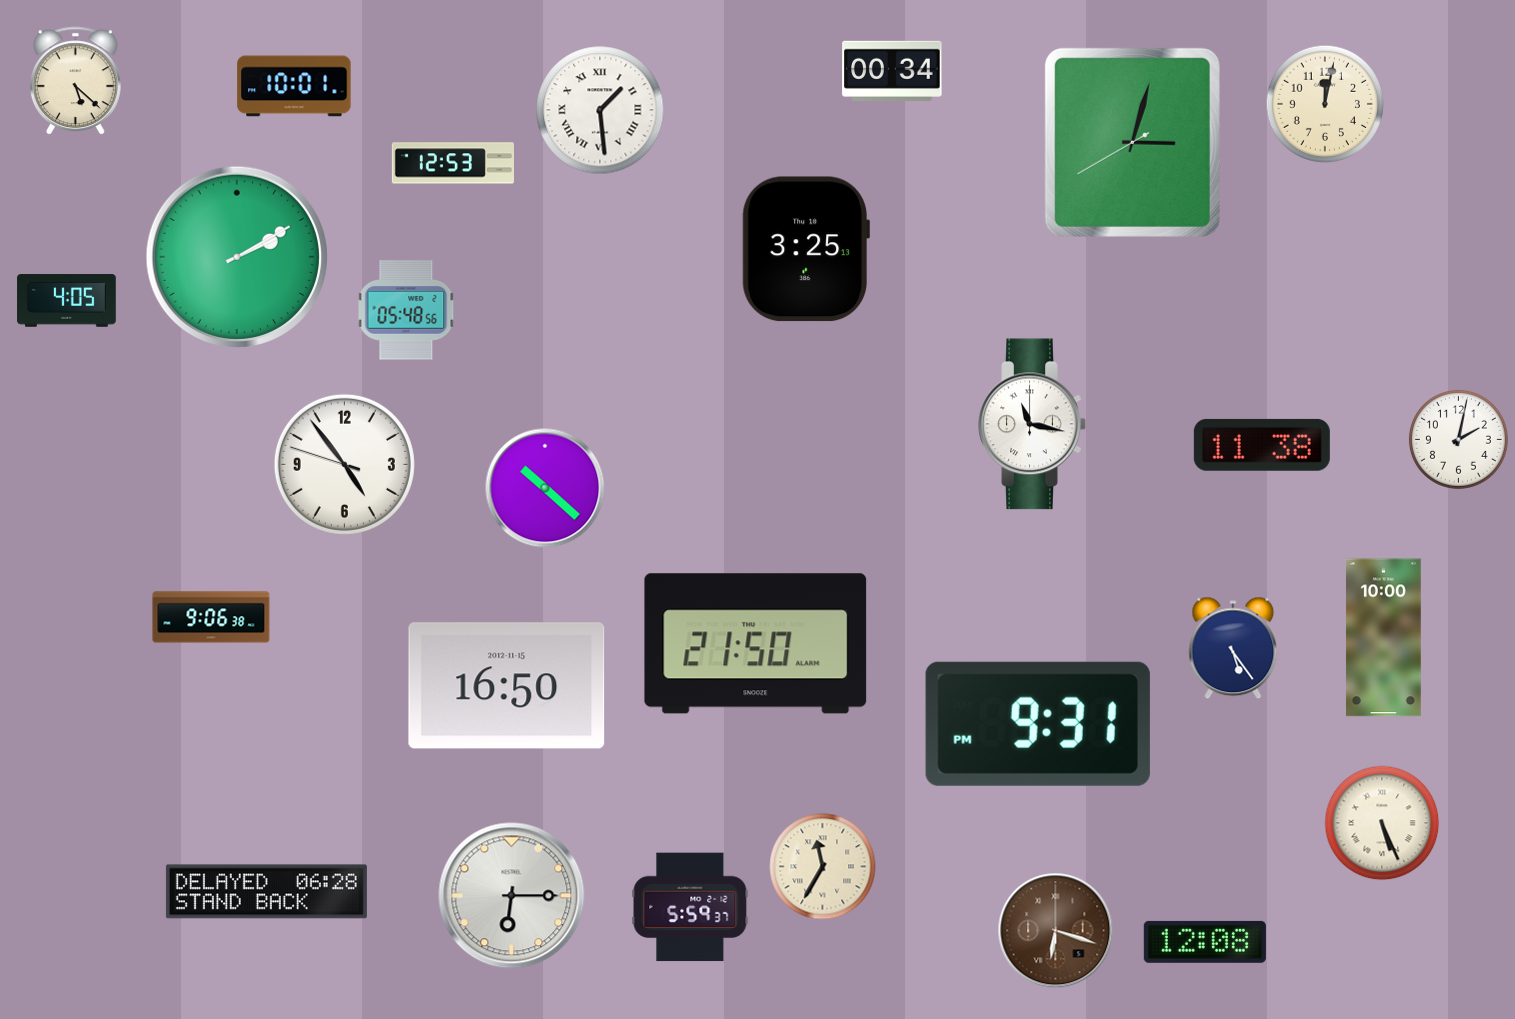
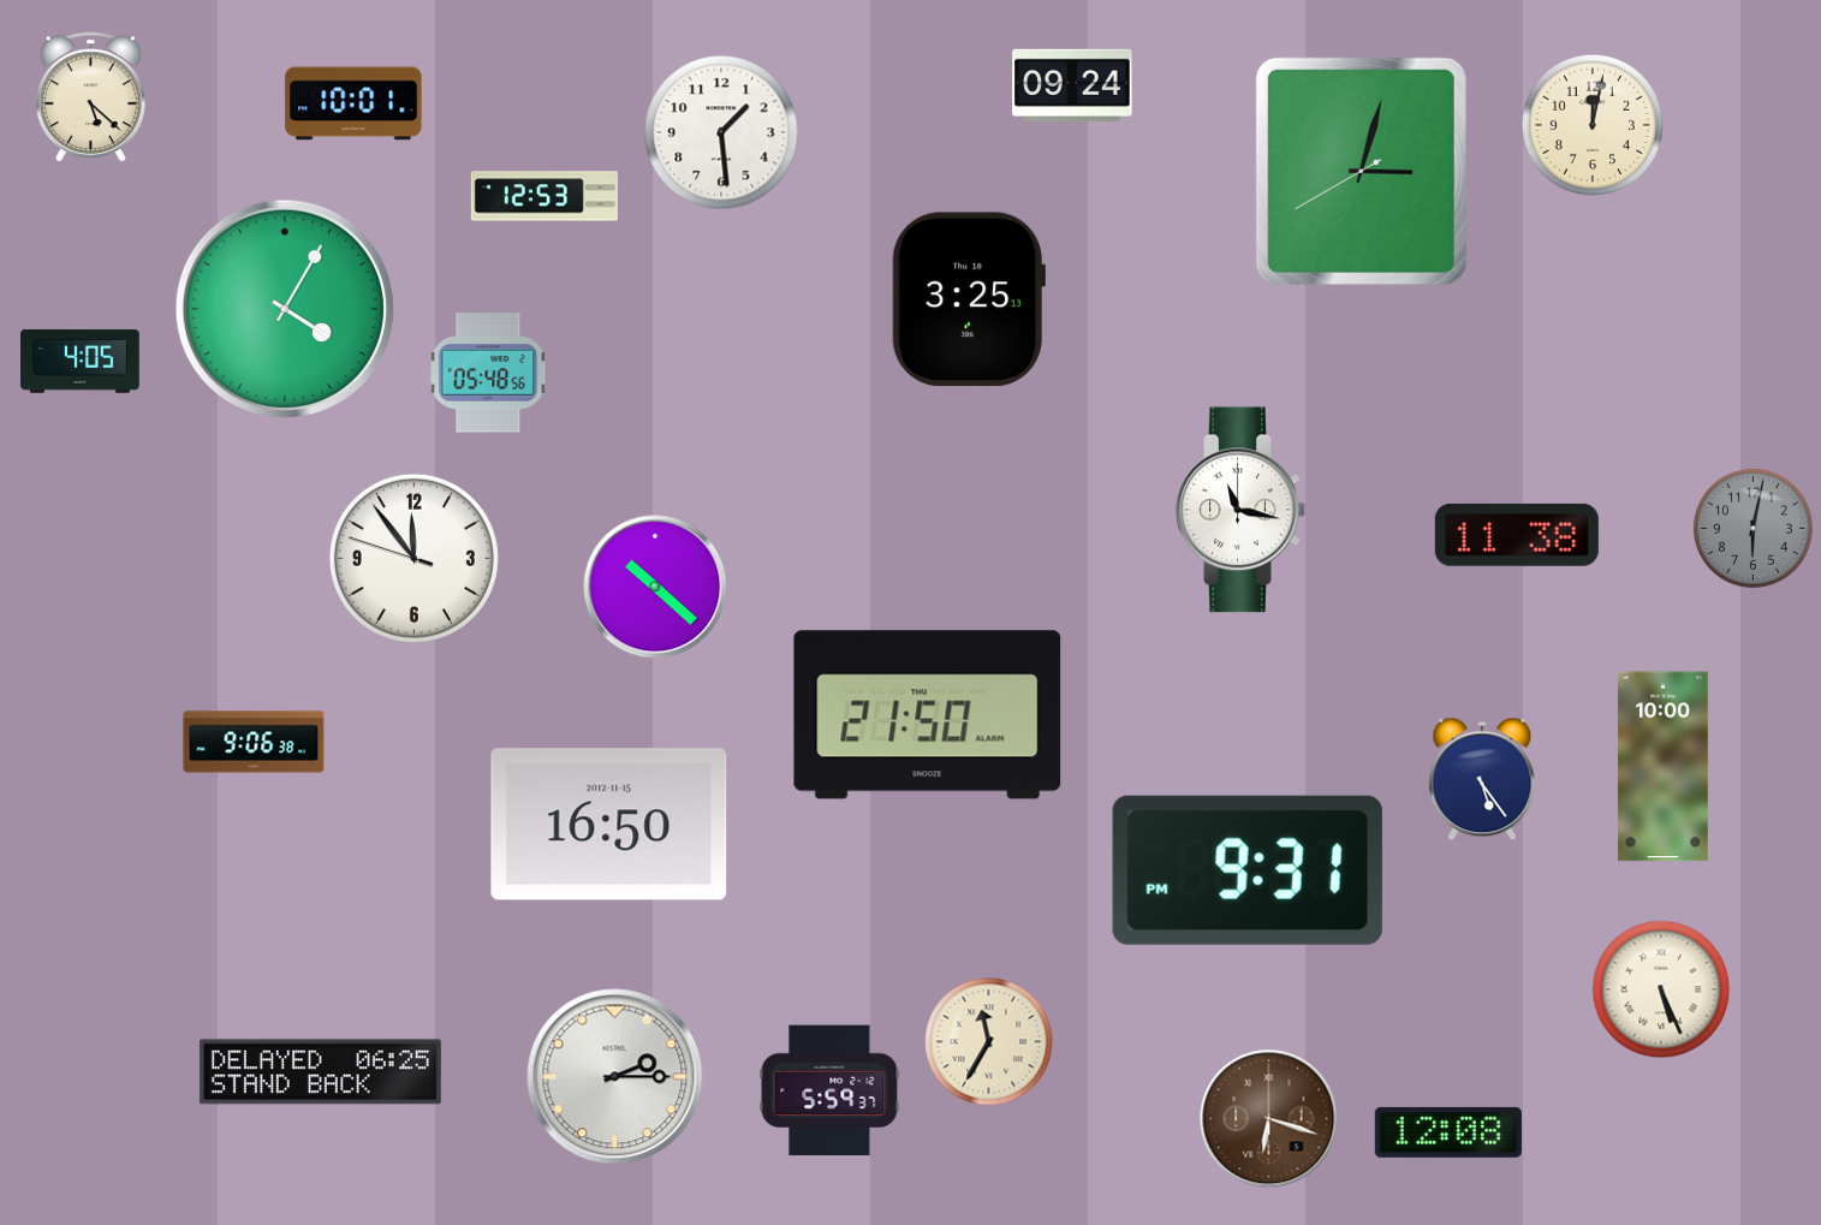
clock at (892, 71): 00:34 -> 09:24
clock at (600, 110) numerals: Roman -> Arabic
clock at (237, 257): 2:10 -> 4:05
clock at (1458, 439): 2:02 -> 6:02
clock at (1458, 439) dial: white -> grey
clock at (344, 464): 4:53 -> 11:53
clock at (756, 644) position: (756, 644) -> (928, 715)
clock at (266, 892): 06:28 -> 06:25
clock at (512, 896): 6:15 -> 2:15
